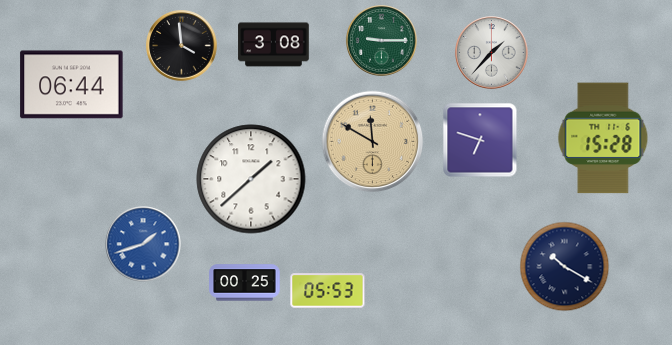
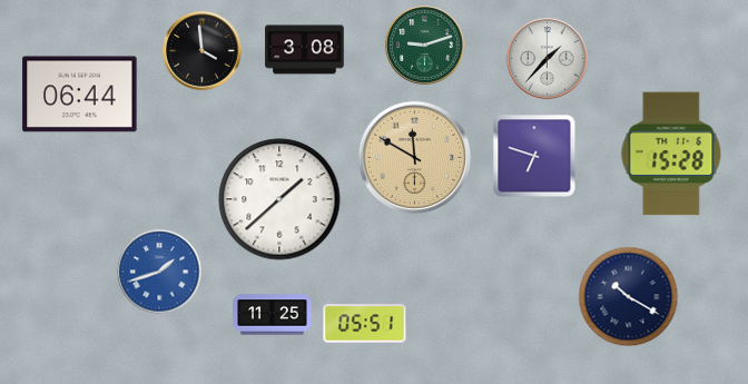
clock at (382, 41): 9:15 -> 9:12
clock at (245, 283): 00:25 -> 11:25
clock at (328, 291): 05:53 -> 05:51
